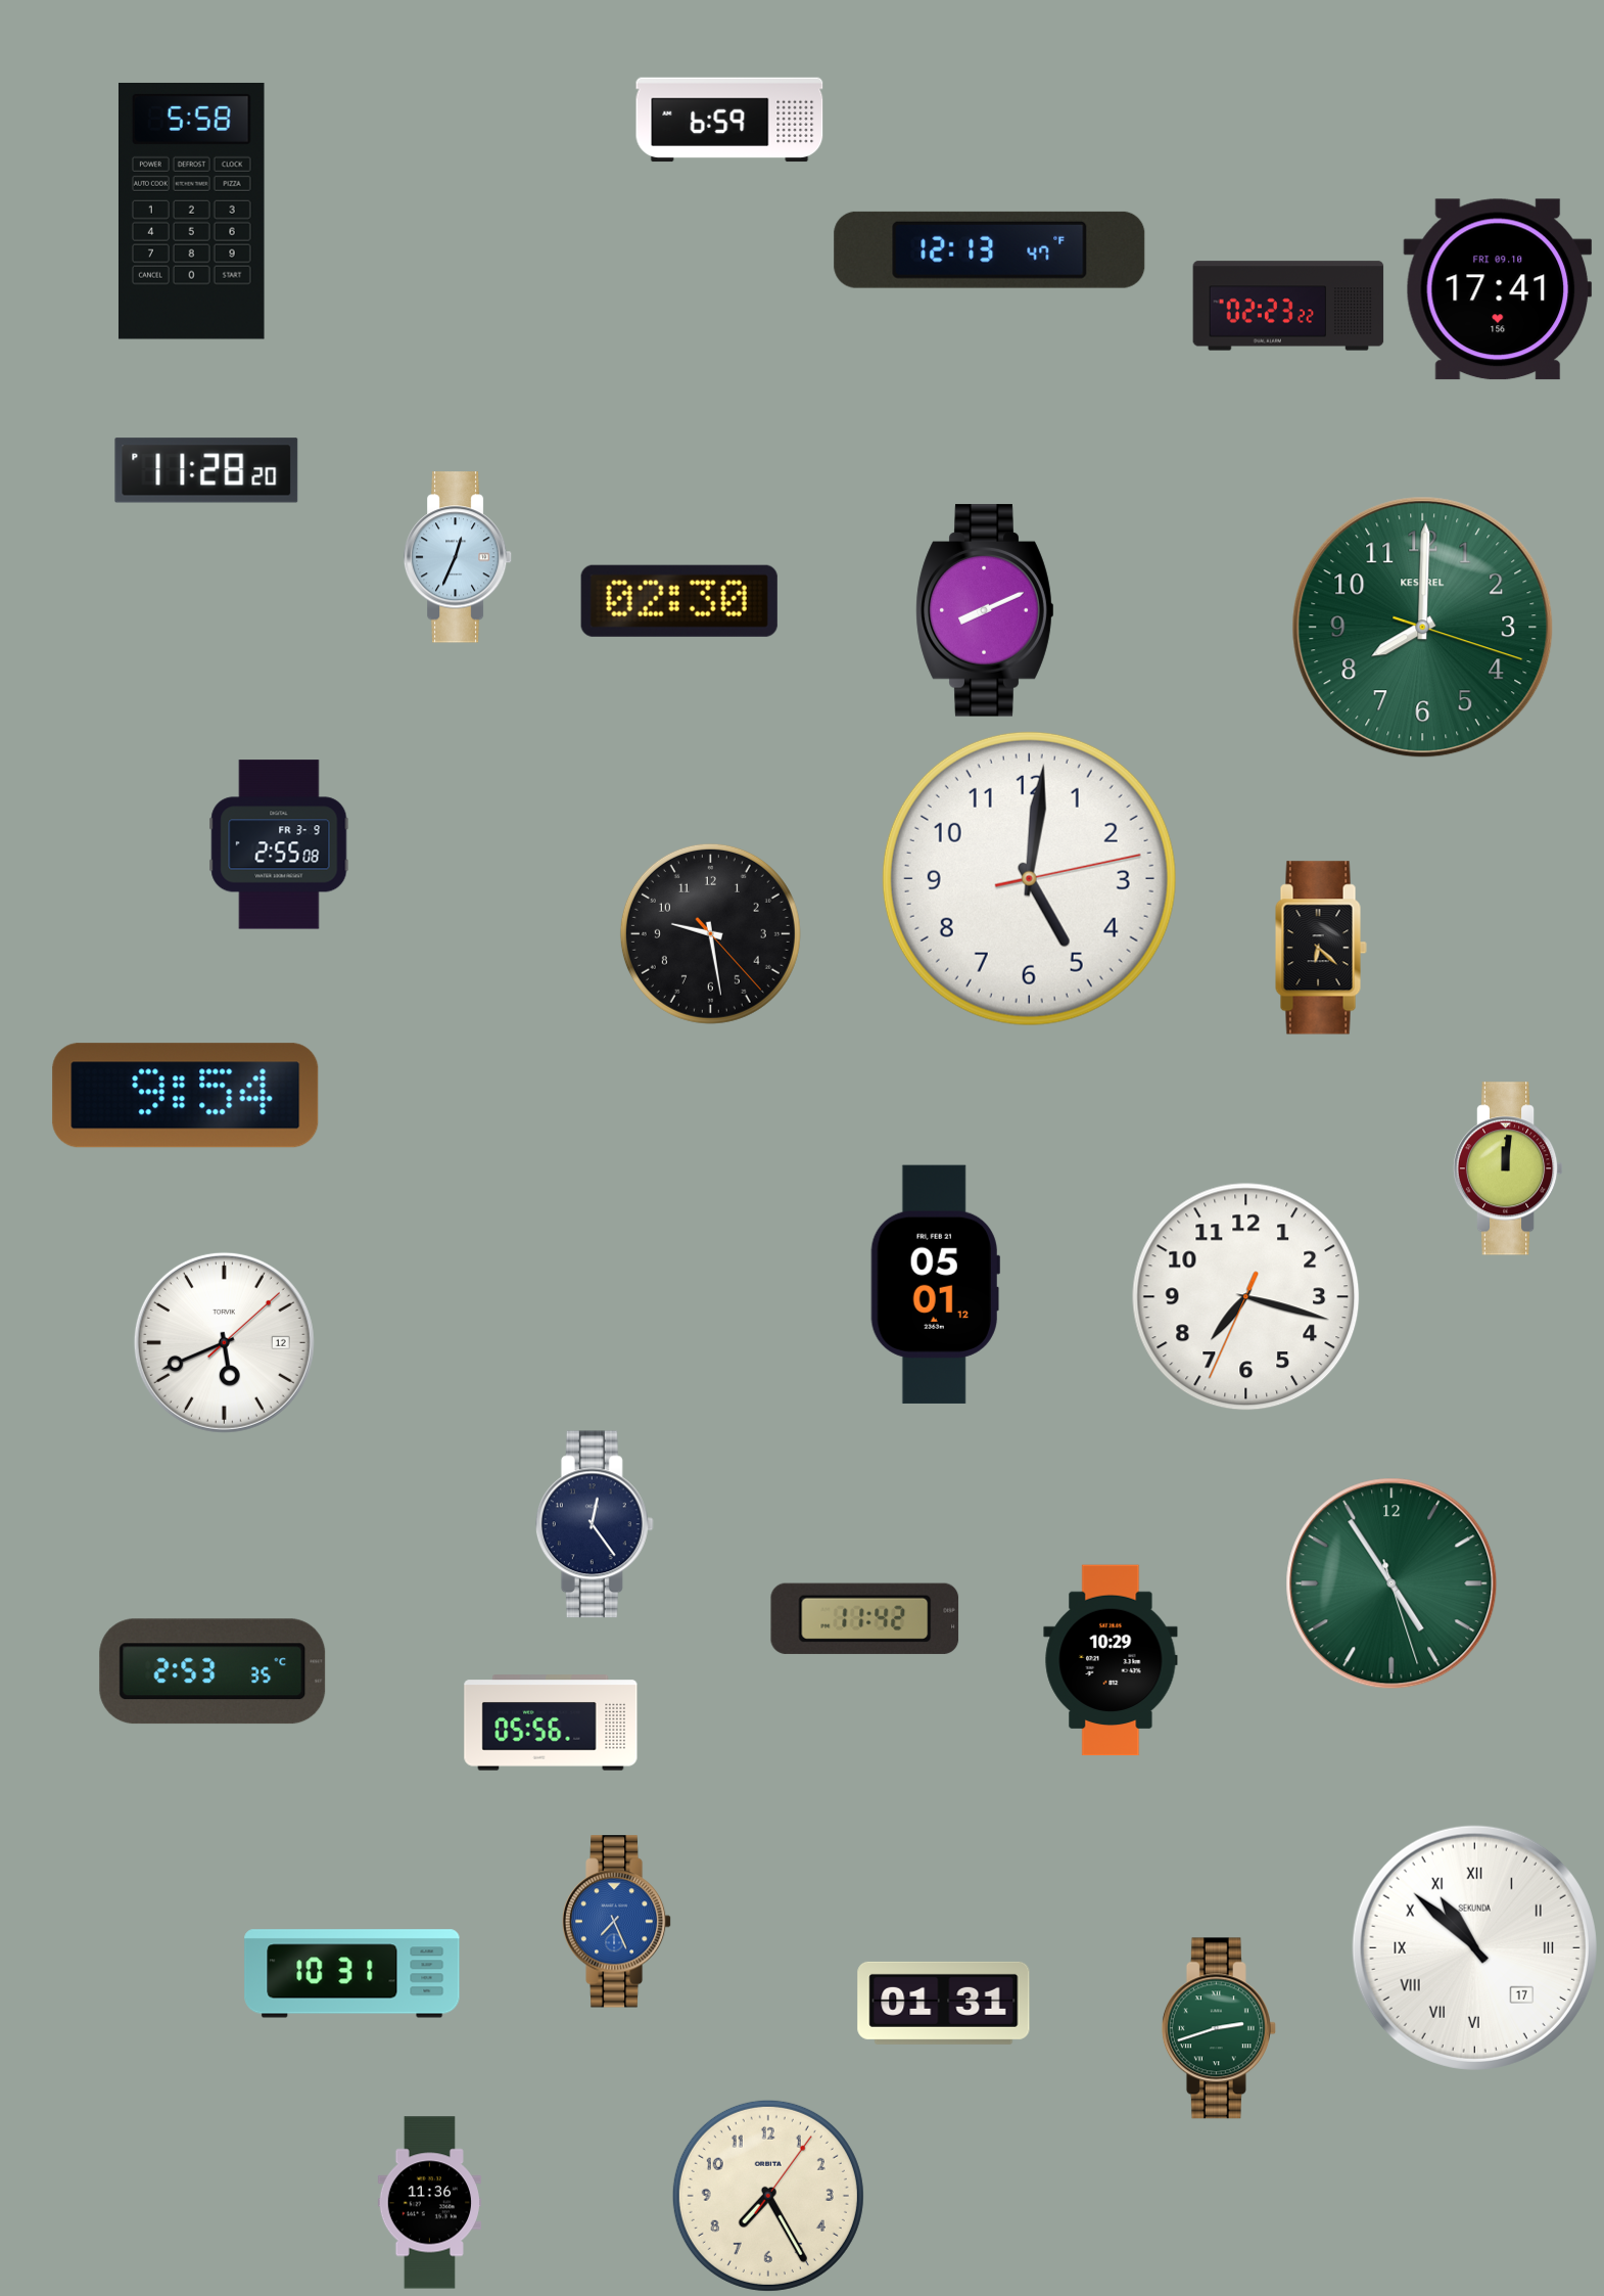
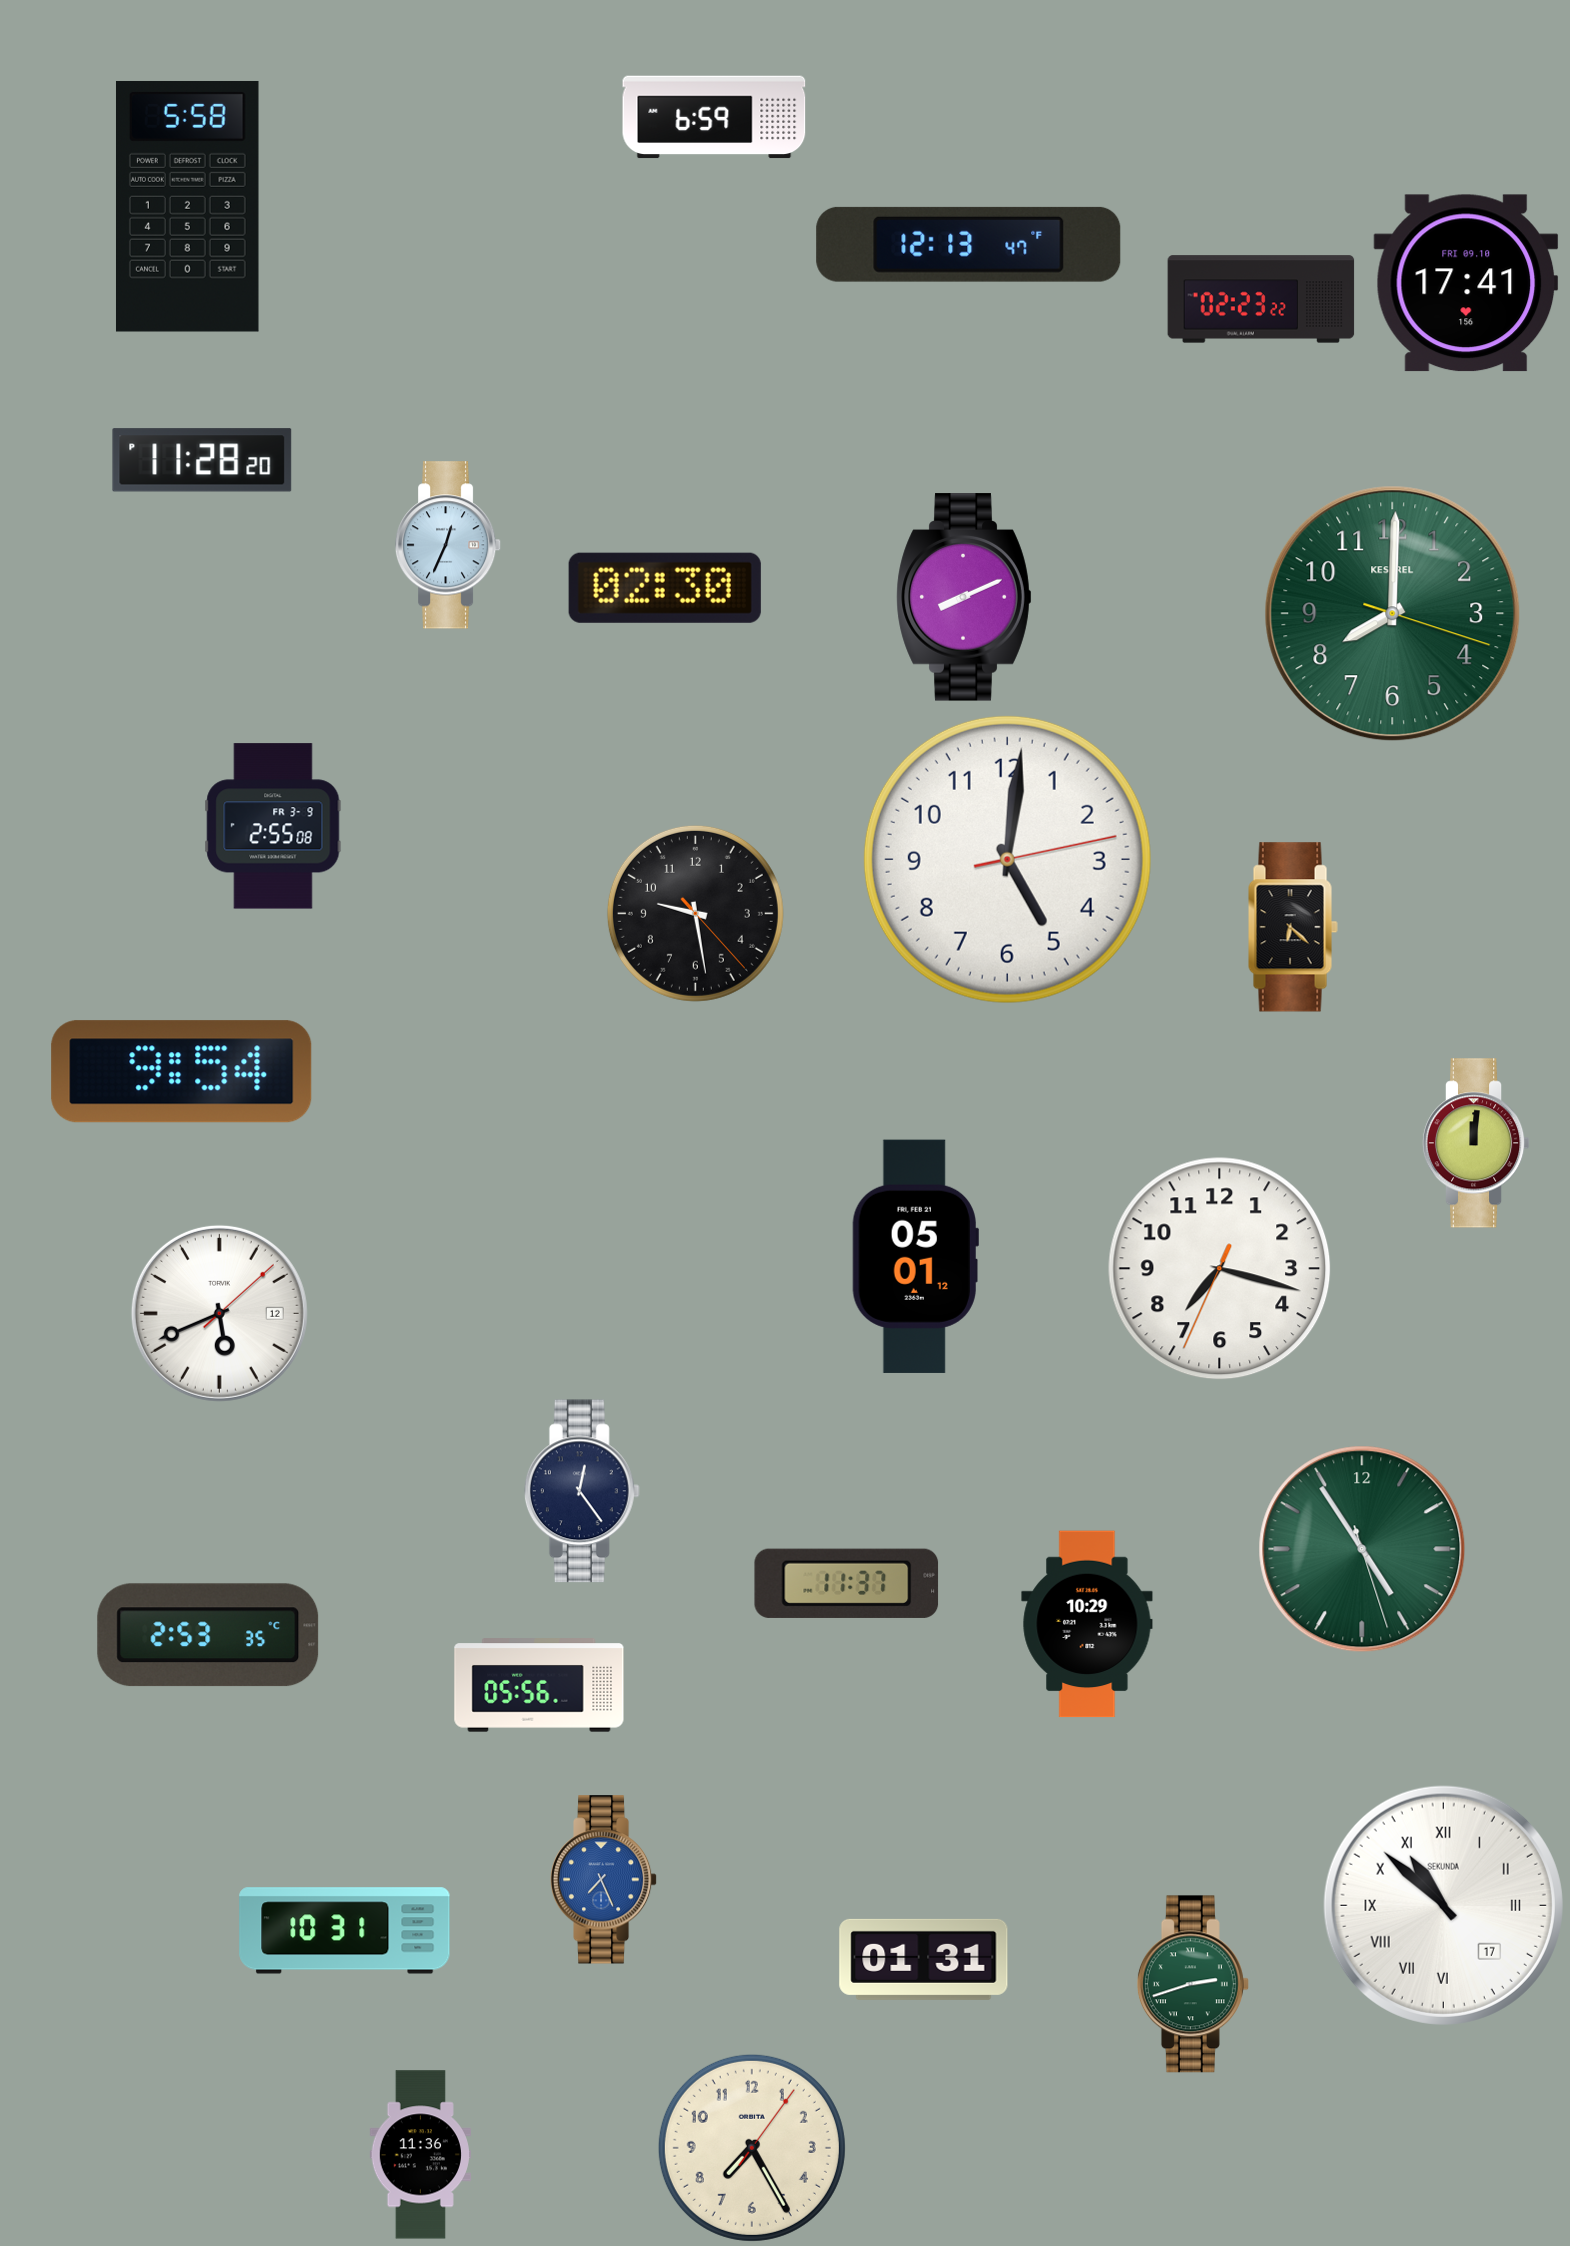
clock at (865, 1618): 11:42 -> 11:37
